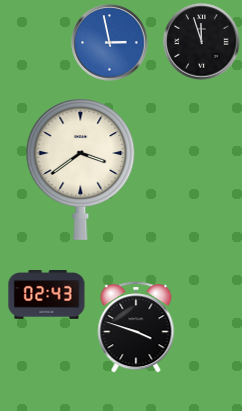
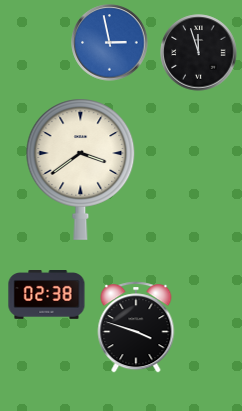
clock at (202, 42) position: (202, 42) -> (199, 53)
clock at (47, 295): 02:43 -> 02:38
